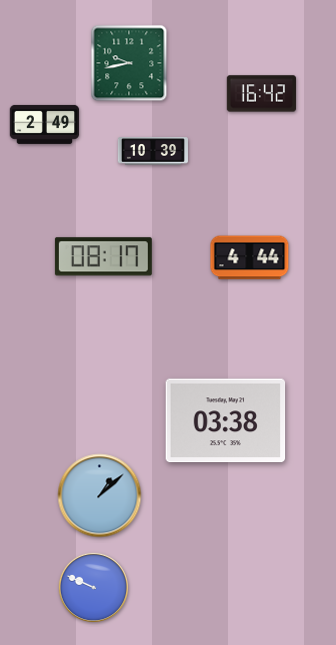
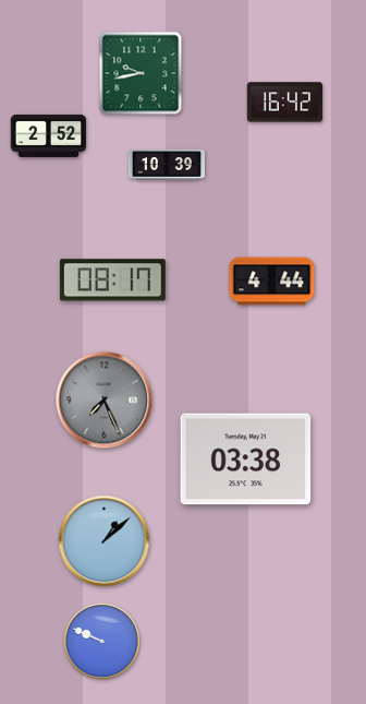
clock at (129, 63) position: (129, 63) -> (141, 73)
clock at (45, 124): 2:49 -> 2:52
clock at (105, 401): none -> 7:26
clock at (100, 496) position: (100, 496) -> (105, 541)
